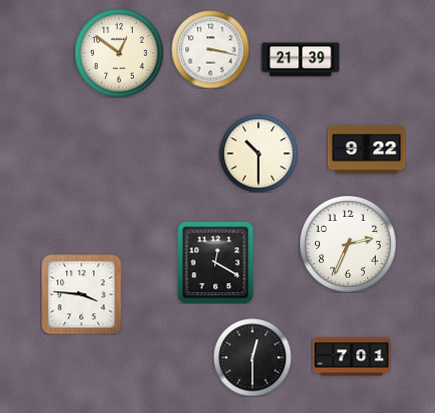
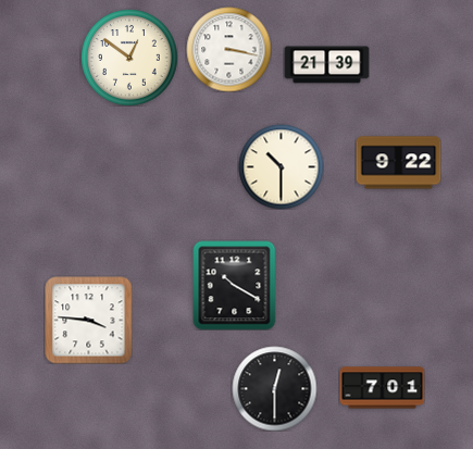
clock at (210, 49) position: (210, 49) -> (228, 49)
clock at (348, 244): 2:34 -> none
clock at (216, 262): 12:20 -> 10:20
